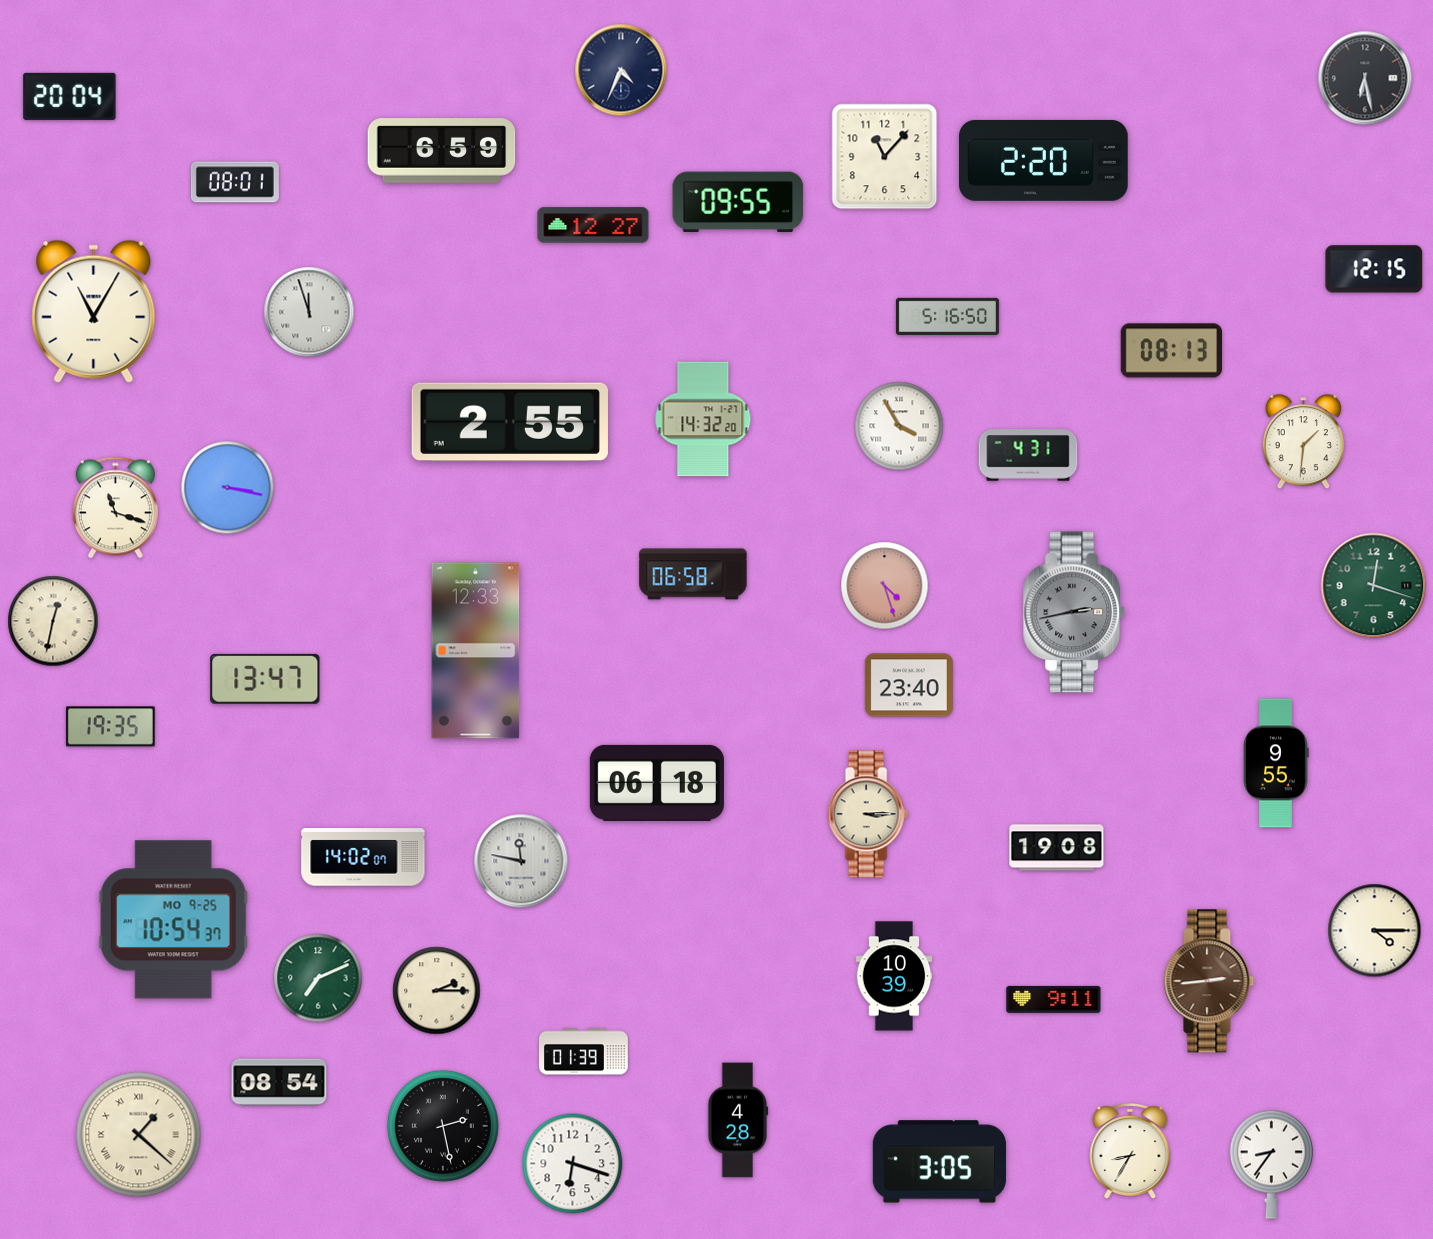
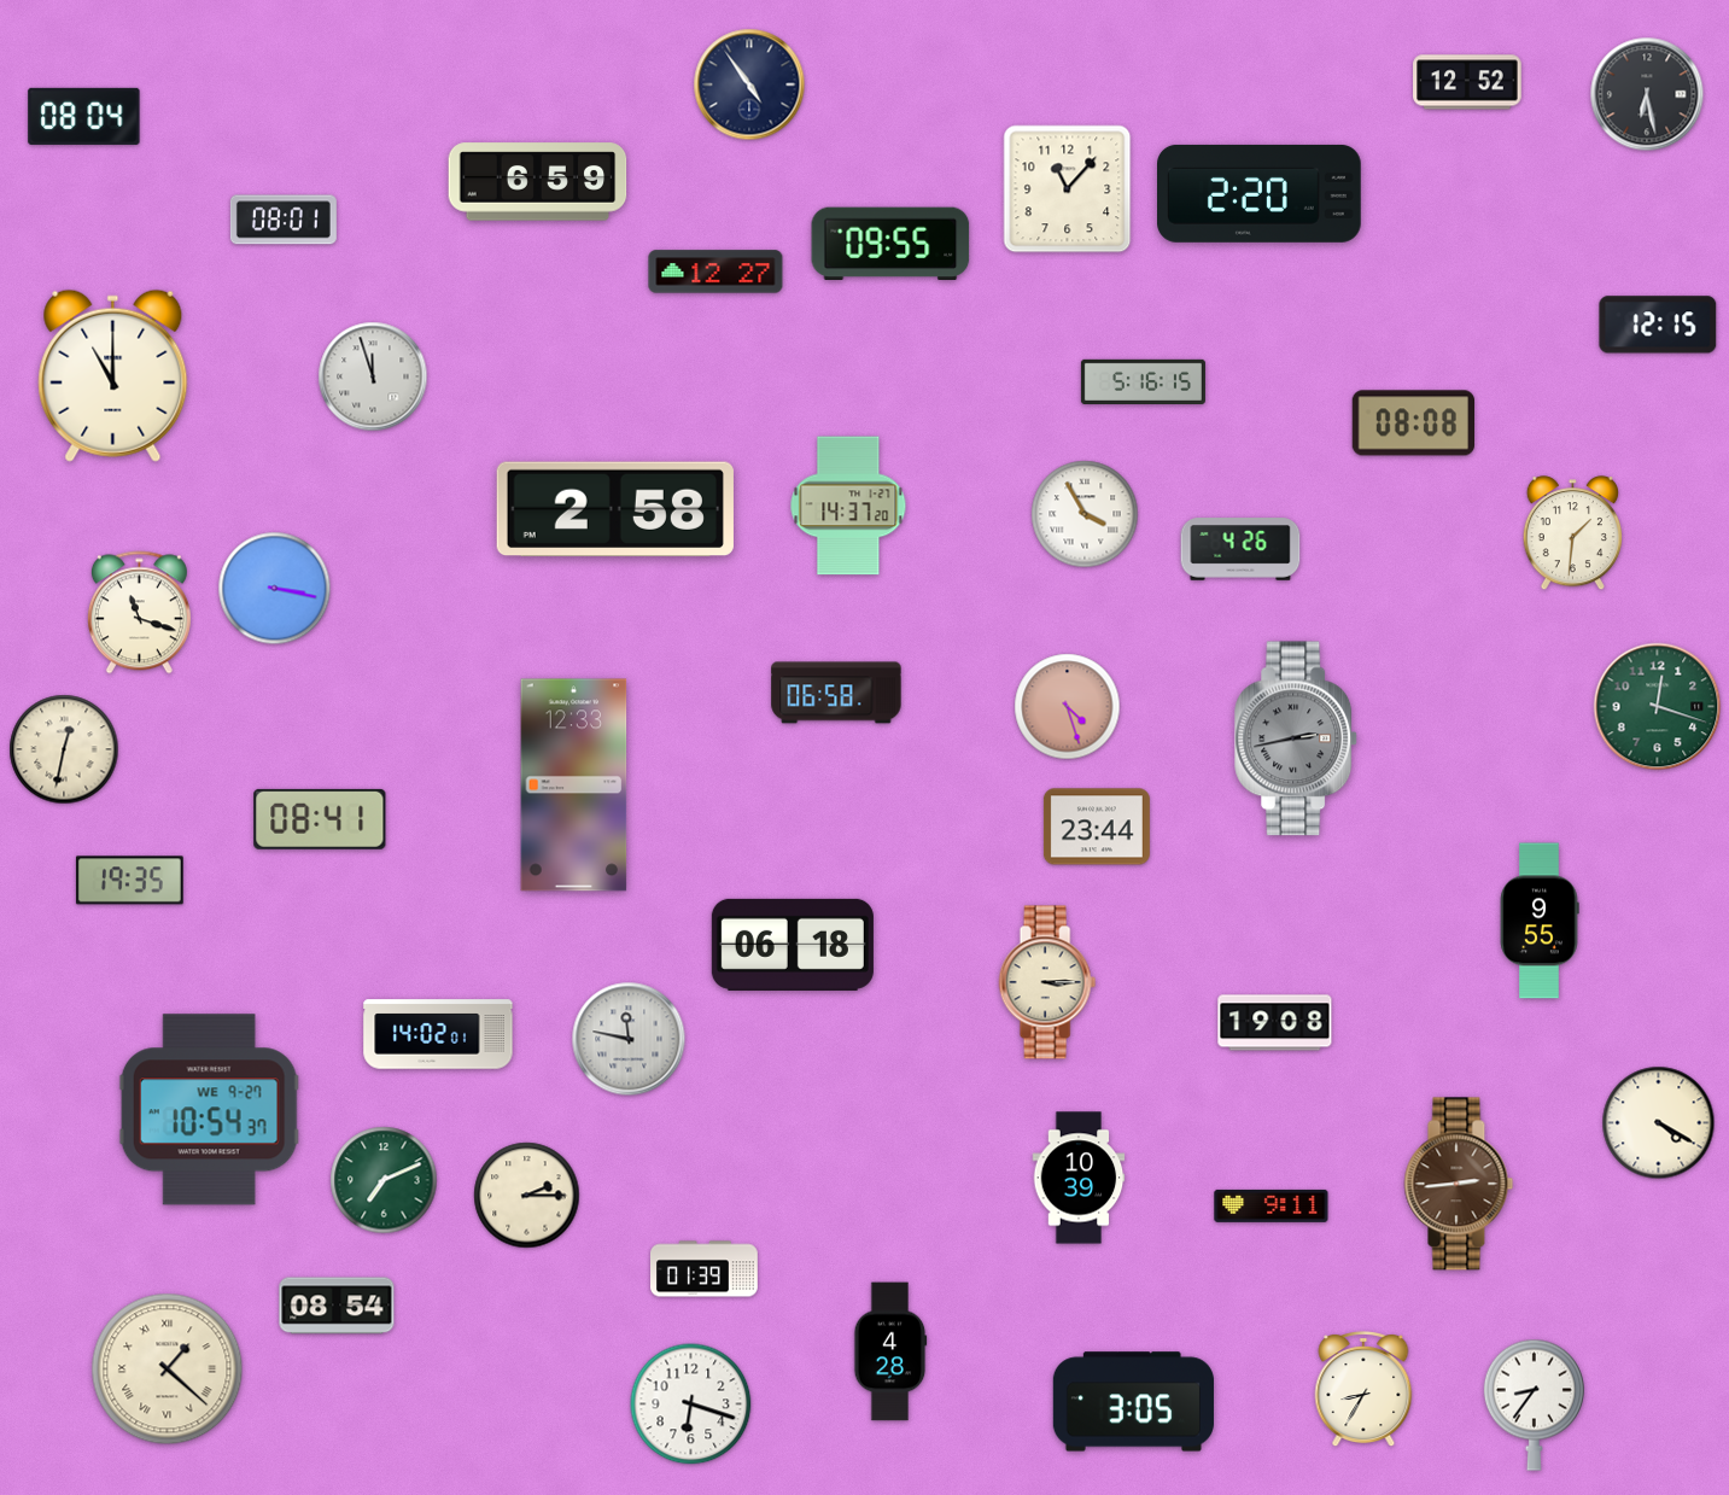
clock at (1467, 82): none -> 12:52
clock at (621, 70): 4:34 -> 4:54
clock at (70, 96): 20:04 -> 08:04
clock at (442, 151) position: (442, 151) -> (538, 182)
clock at (94, 311): 11:05 -> 11:00
clock at (947, 316): 5:16:50 -> 5:16:15
clock at (1171, 351): 08:13 -> 08:08
clock at (703, 419): 14:32 -> 14:37
clock at (510, 422): 2:55 -> 2:58
clock at (1028, 455): 4:31 -> 4:26
clock at (265, 679): 13:47 -> 08:41
clock at (909, 685): 23:40 -> 23:44
clock at (110, 727) position: (110, 727) -> (129, 881)
clock at (363, 857): 14:02:07 -> 14:02:01
clock at (173, 920) date: MO 9-25 -> WE 9-27
clock at (1375, 931): 4:15 -> 4:20
clock at (443, 1126): 2:28 -> none
